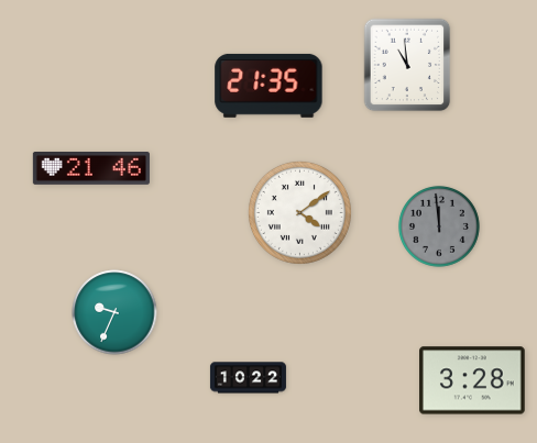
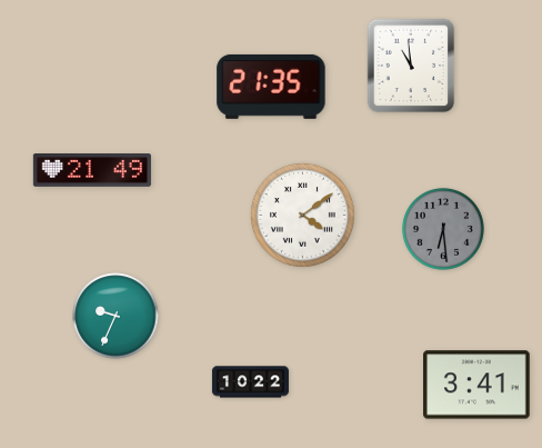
clock at (91, 169): 21:46 -> 21:49
clock at (439, 226): 11:59 -> 6:29
clock at (473, 380): 3:28 -> 3:41
